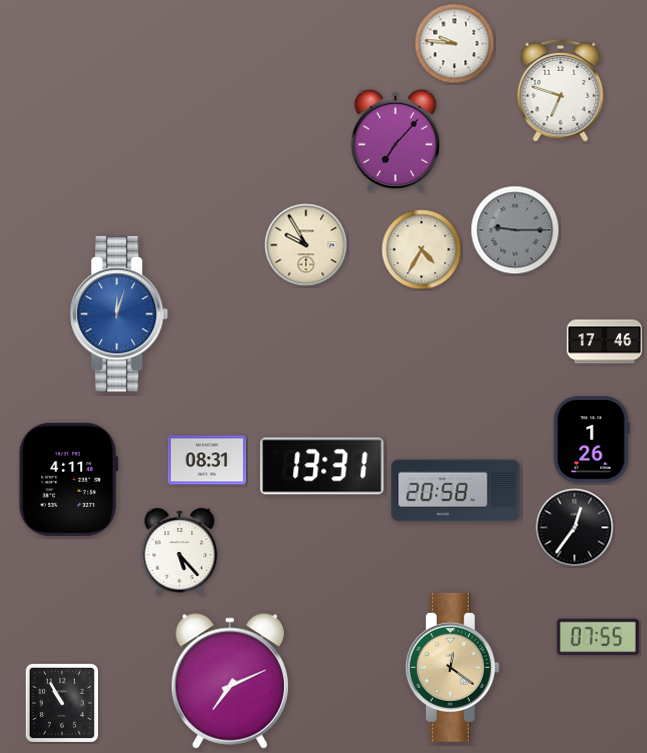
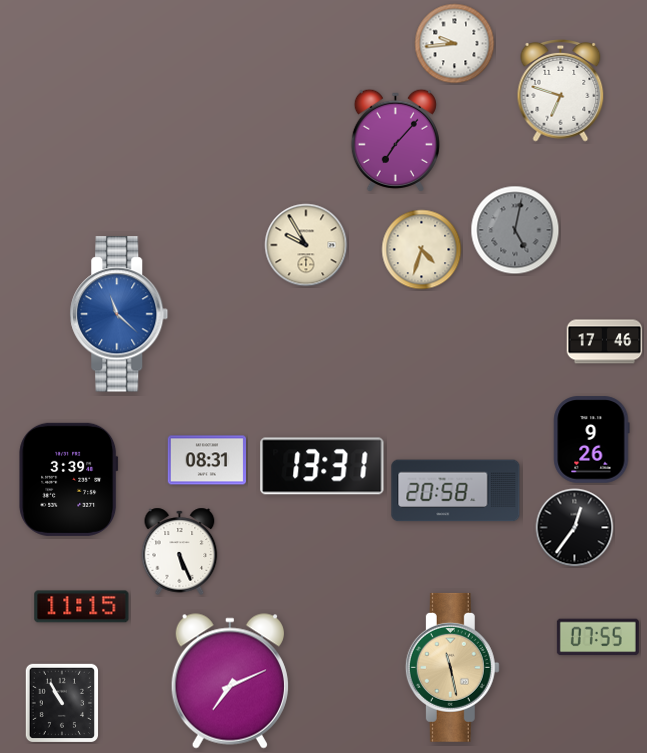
clock at (455, 44): 9:46 -> 9:44
clock at (515, 230): 9:15 -> 5:02
clock at (422, 250): 4:35 -> 4:33
clock at (119, 314): 12:03 -> 11:22
clock at (592, 440): 1:26 -> 9:26
clock at (69, 479): 4:11 -> 3:39
clock at (180, 551): 5:23 -> 5:26
clock at (82, 607): none -> 11:15
clock at (452, 667): 12:21 -> 11:28
